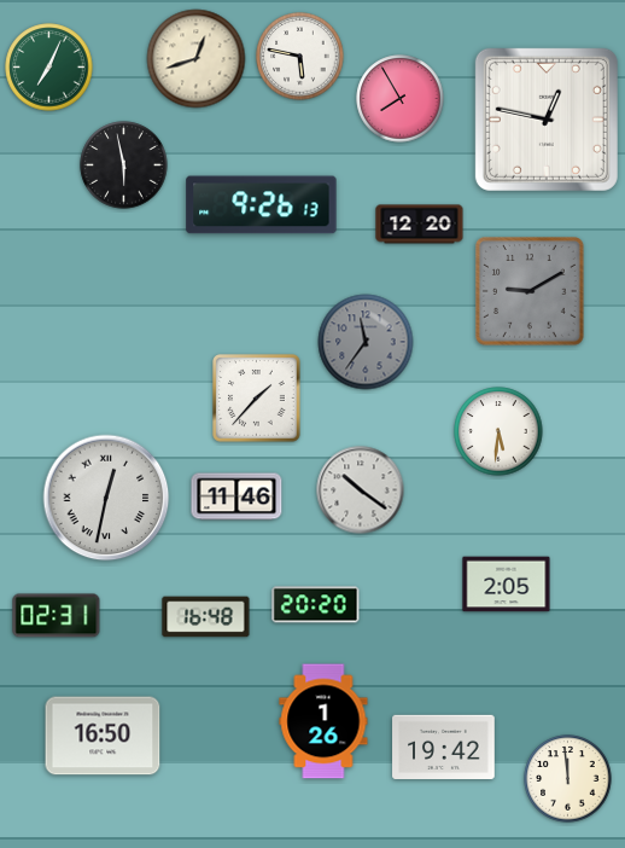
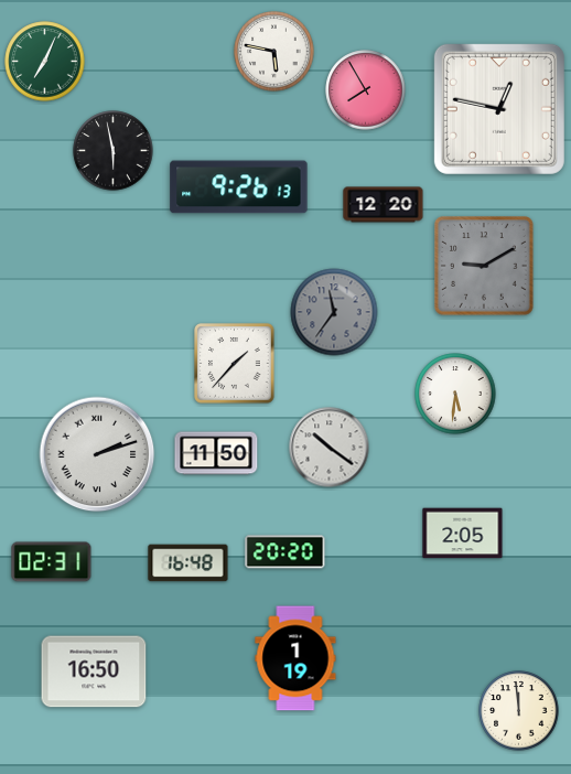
clock at (197, 59): 12:42 -> none
clock at (236, 496): 11:46 -> 11:50
clock at (106, 498): 12:32 -> 2:12
clock at (316, 605) position: (316, 605) -> (285, 552)
clock at (323, 721): 1:26 -> 1:19
clock at (444, 747): 19:42 -> none
